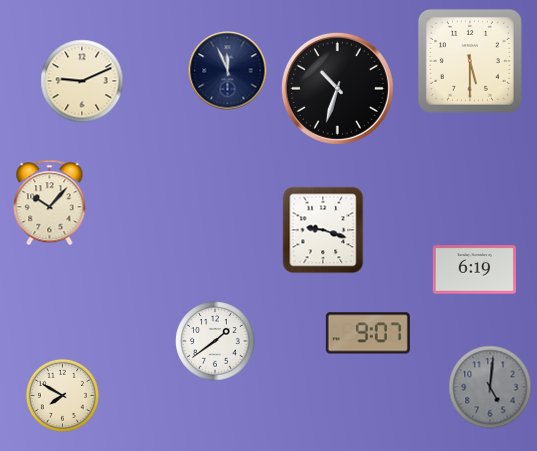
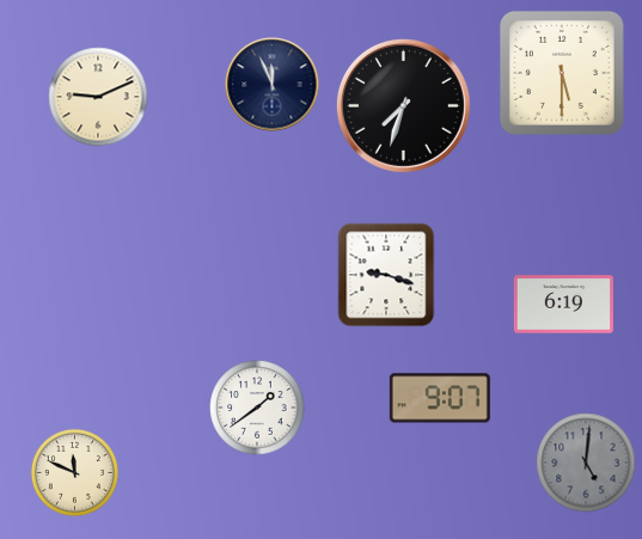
clock at (337, 88): 10:33 -> 7:33
clock at (50, 203): 10:07 -> none
clock at (474, 270) position: (474, 270) -> (563, 305)
clock at (62, 395): 7:50 -> 11:49
